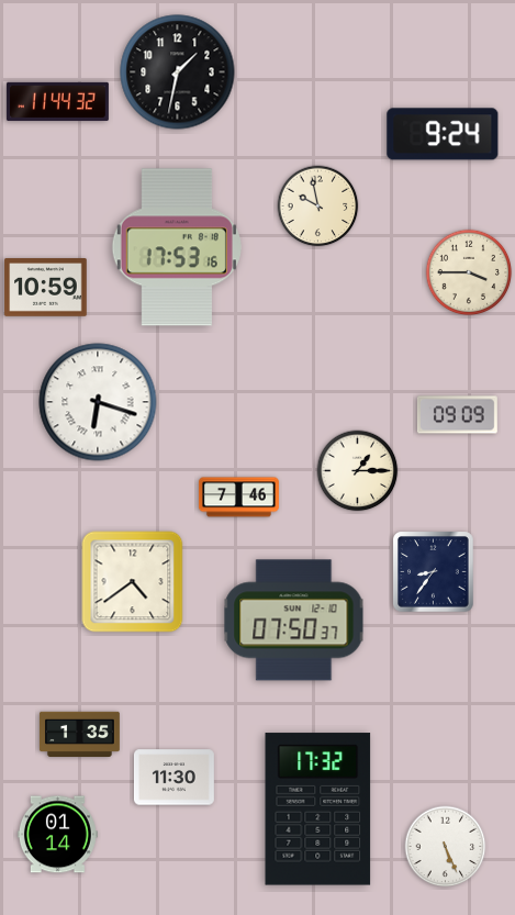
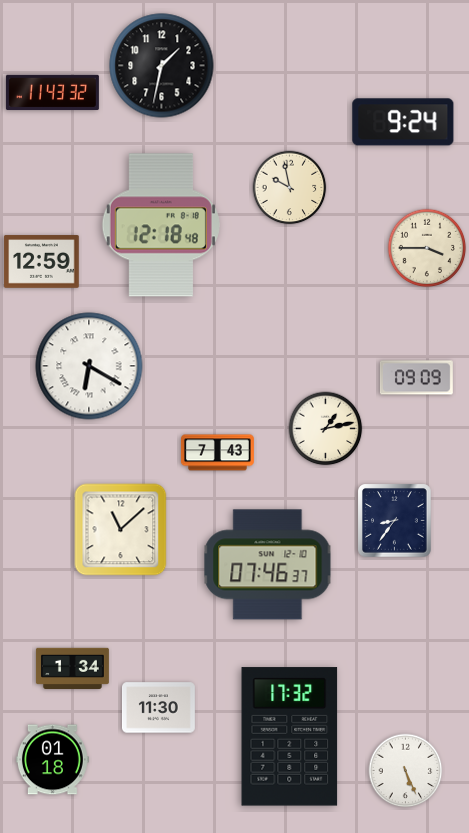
clock at (57, 102): 11:44 -> 11:43
clock at (177, 247): 17:53 -> 12:18
clock at (46, 288): 10:59 -> 12:59
clock at (98, 402): 6:18 -> 6:20
clock at (358, 471): 1:15 -> 1:13
clock at (239, 498): 7:46 -> 7:43
clock at (133, 582): 4:39 -> 11:08
clock at (294, 621): 07:50 -> 07:46
clock at (79, 734): 1:35 -> 1:34
clock at (57, 835): 01:14 -> 01:18
